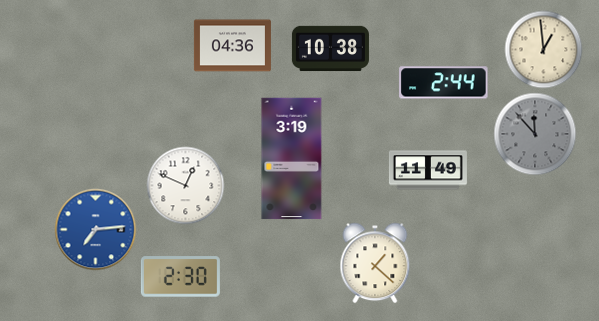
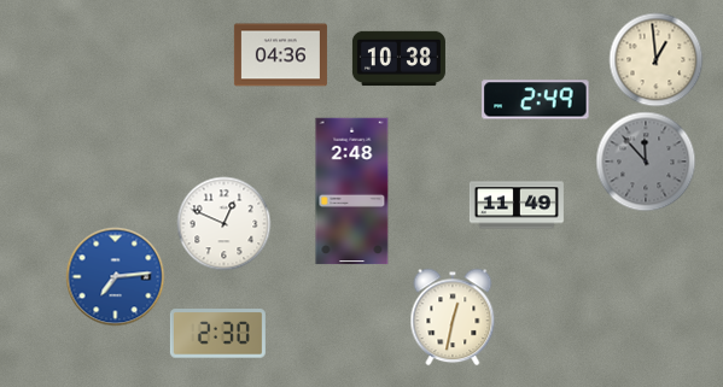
clock at (444, 83): 2:44 -> 2:49
clock at (292, 159): 3:19 -> 2:48
clock at (375, 263): 1:22 -> 12:32
